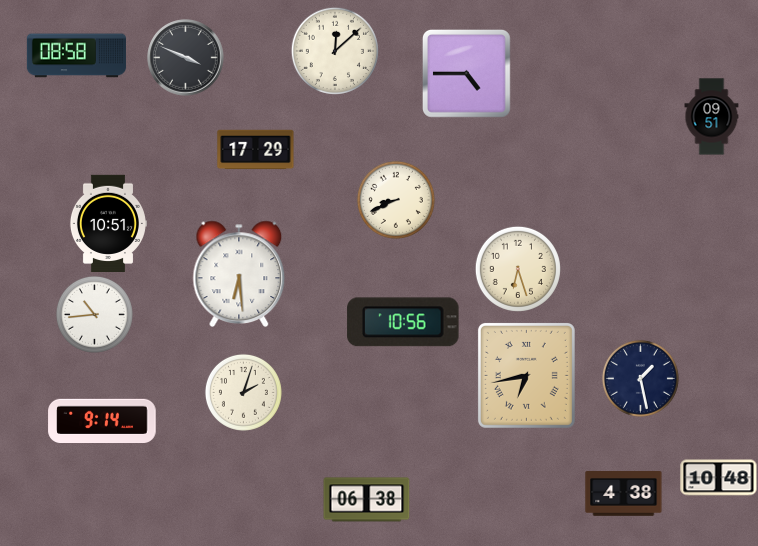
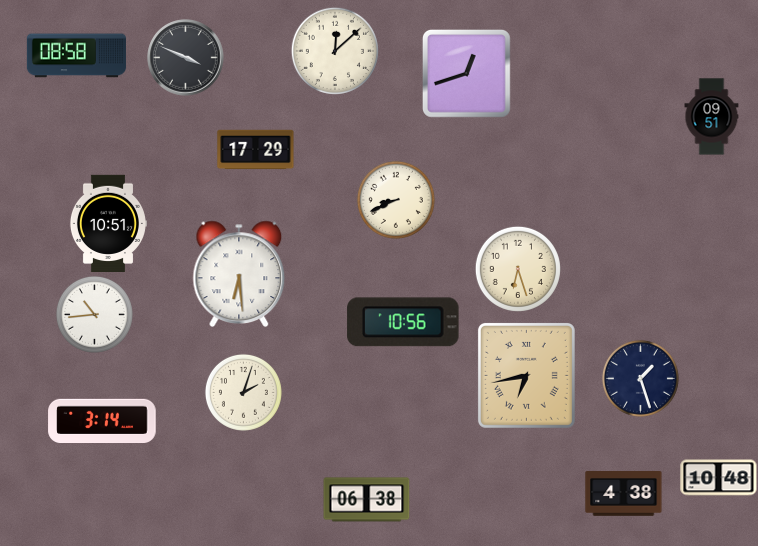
clock at (466, 73): 4:45 -> 12:42
clock at (640, 378): 1:28 -> 1:27
clock at (102, 420): 9:14 -> 3:14
